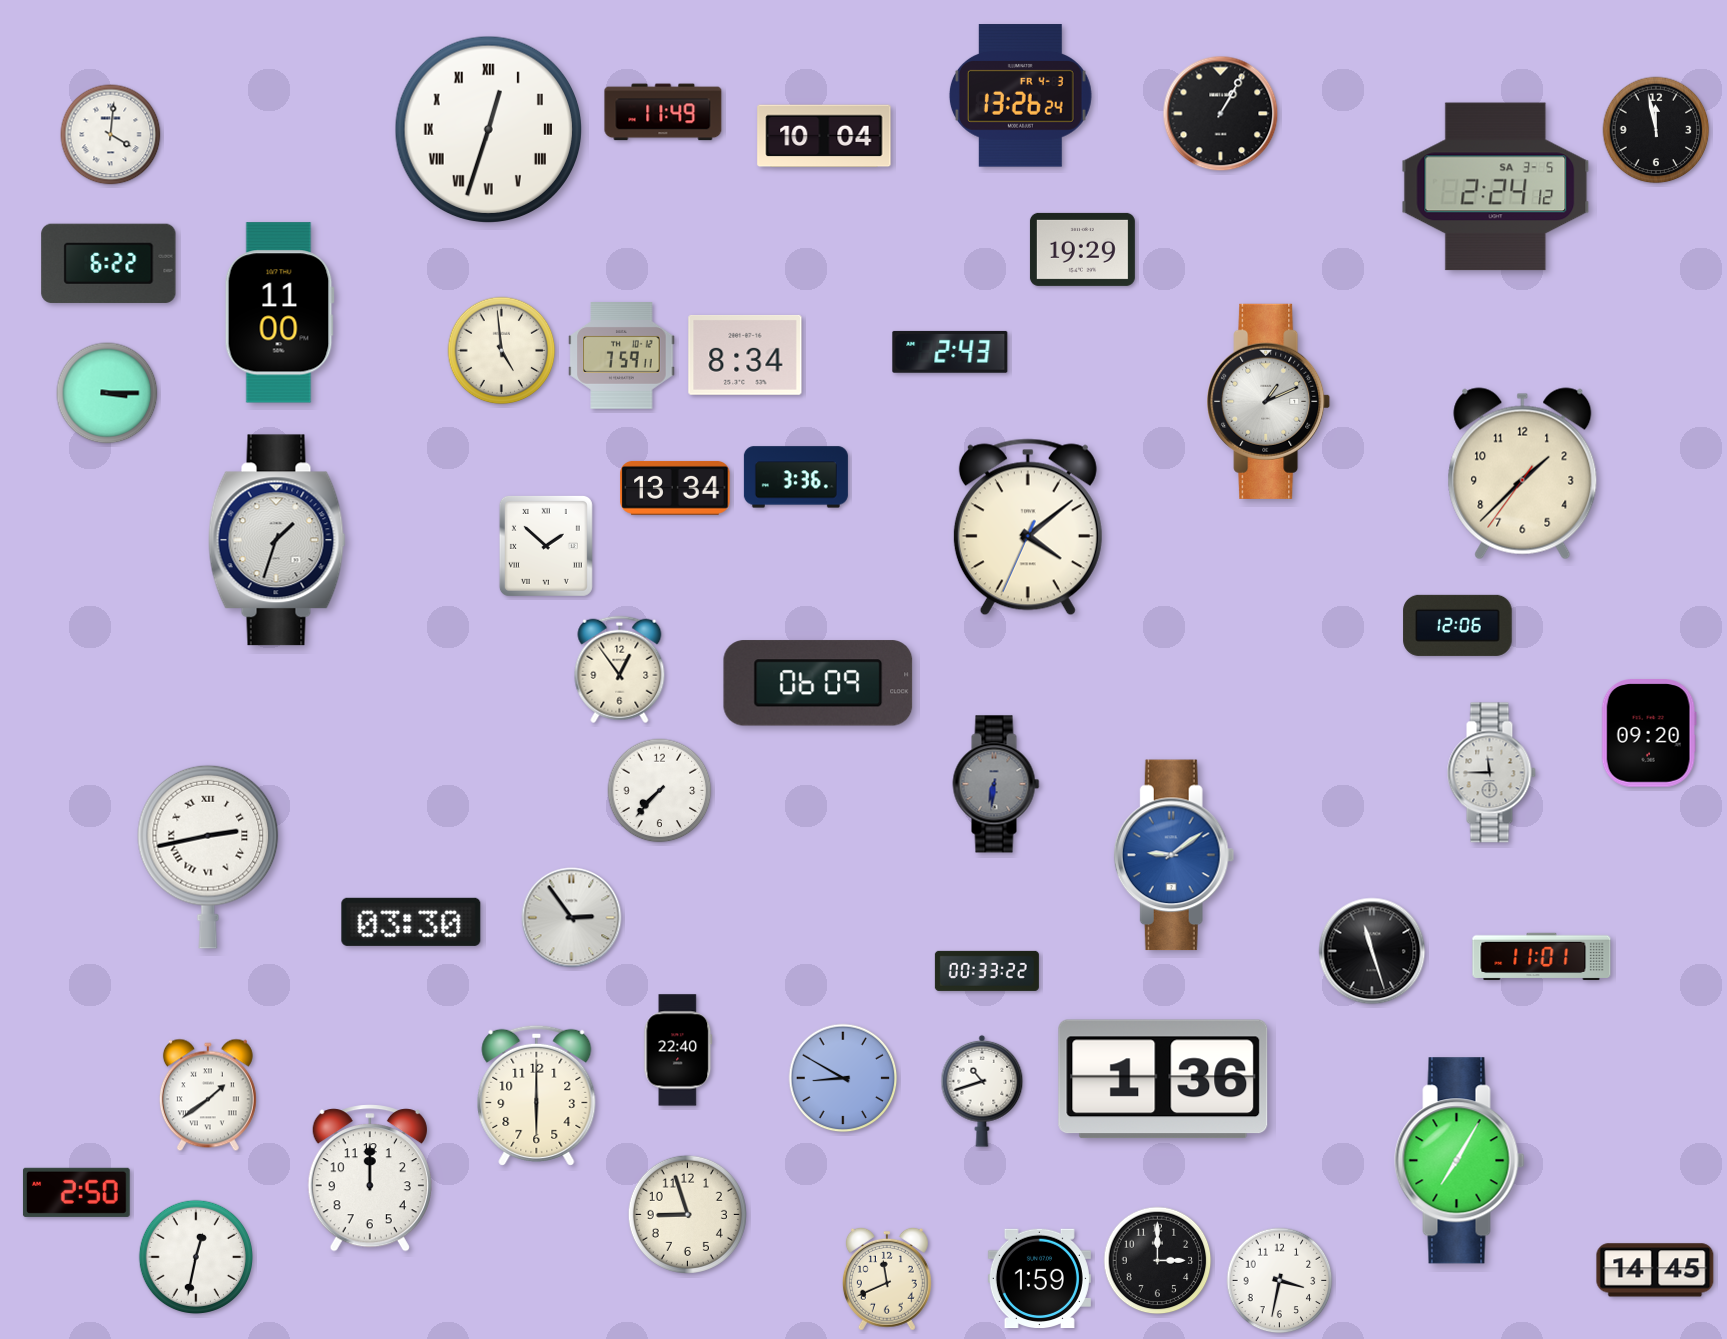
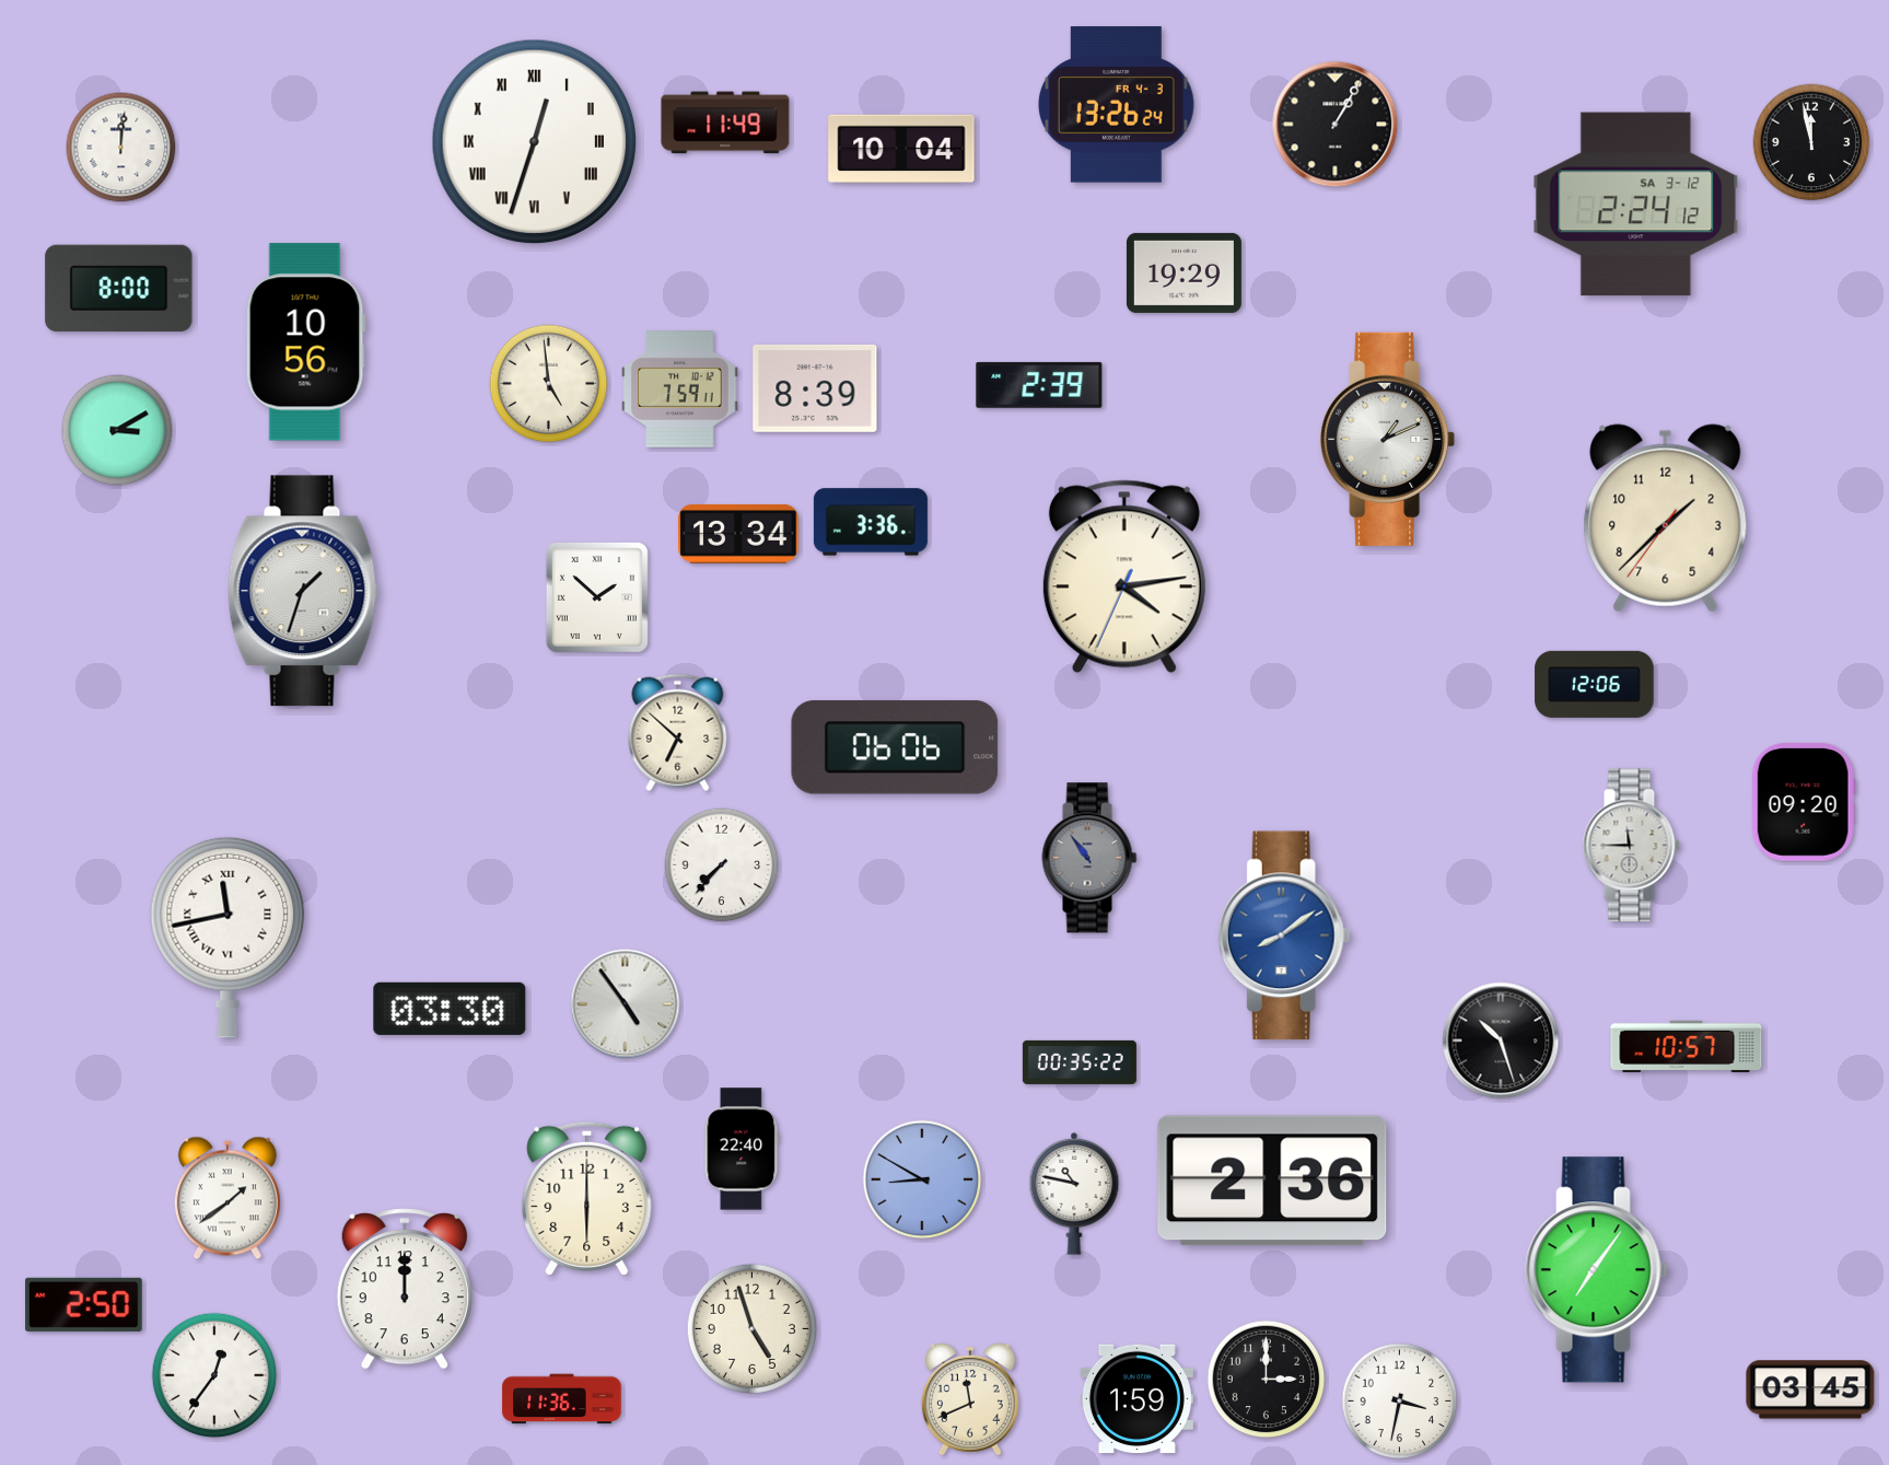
clock at (111, 135): 4:01 -> 12:01
clock at (1496, 187) date: SA 3-5 -> SA 3-12
clock at (109, 263): 6:22 -> 8:00
clock at (279, 313): 11:00 -> 10:56
clock at (950, 352): 2:43 -> 2:39
clock at (745, 355): 8:34 -> 8:39
clock at (107, 393): 3:15 -> 3:10
clock at (1028, 527): 4:08 -> 4:13
clock at (620, 670): 12:54 -> 6:52
clock at (818, 683): 06:09 -> 06:06
clock at (996, 784): 6:31 -> 10:54
clock at (1174, 855): 9:09 -> 8:09
clock at (208, 857): 2:43 -> 11:43
clock at (572, 918): 2:54 -> 4:54
clock at (1372, 951): 11:27 -> 10:27
clock at (1542, 957): 11:01 -> 10:57
clock at (987, 971): 00:33 -> 00:35
clock at (1163, 1079): 1:36 -> 2:36
clock at (982, 1091): 10:42 -> 10:47
clock at (1460, 1161): 7:05 -> 7:06
clock at (687, 1214): 8:57 -> 4:57
clock at (195, 1256): 12:32 -> 12:36
clock at (1655, 1270): 14:45 -> 03:45
clock at (562, 1399): none -> 11:36
